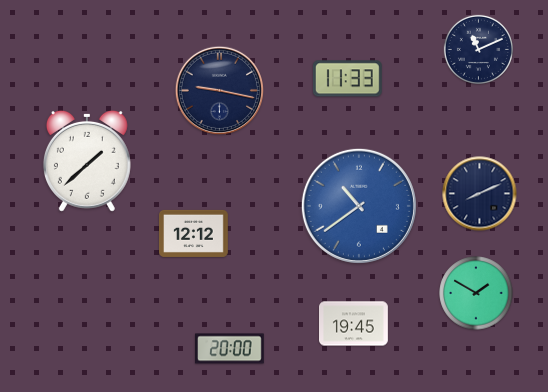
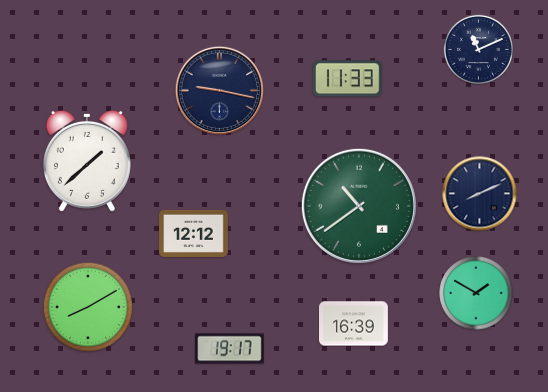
clock at (359, 206) dial: blue -> green
clock at (88, 307): none -> 8:10
clock at (354, 324): 19:45 -> 16:39
clock at (230, 349): 20:00 -> 19:17
